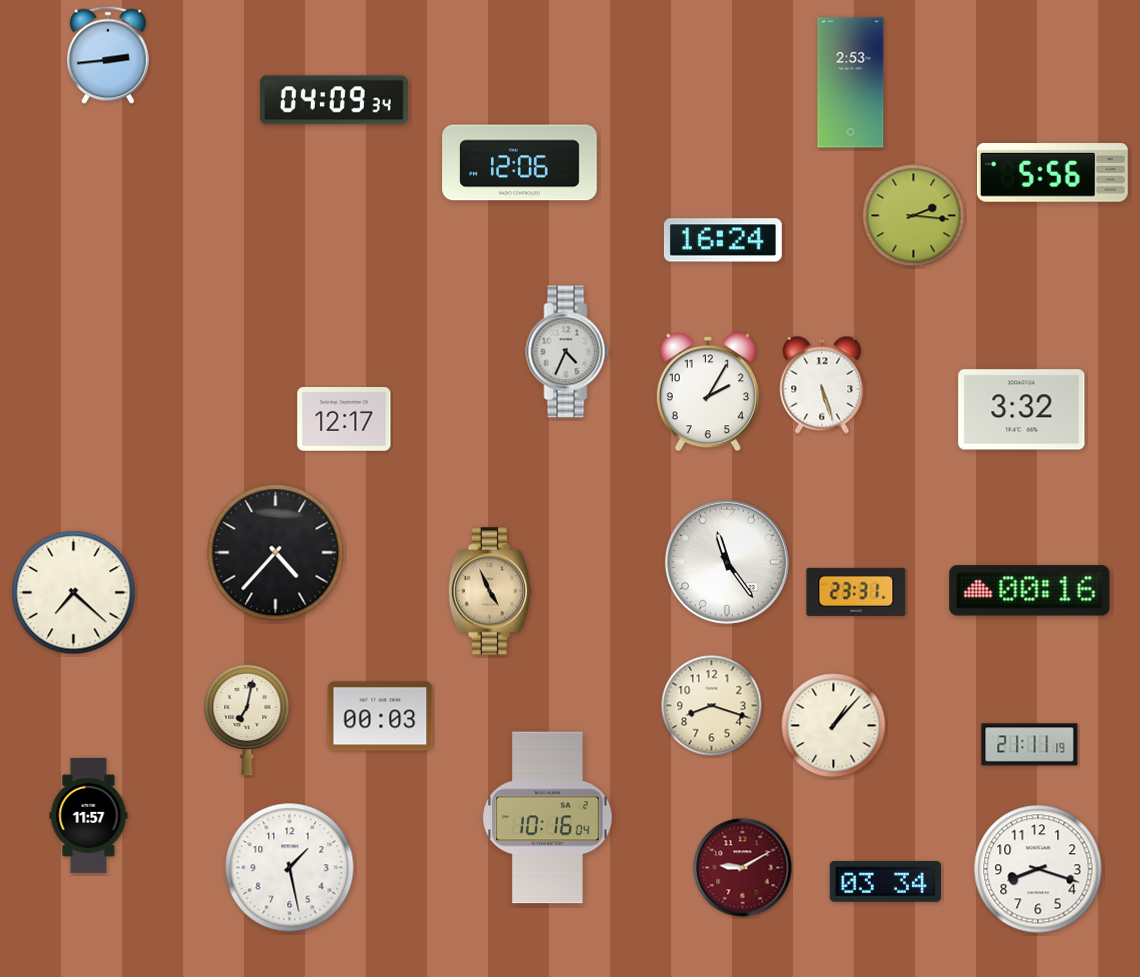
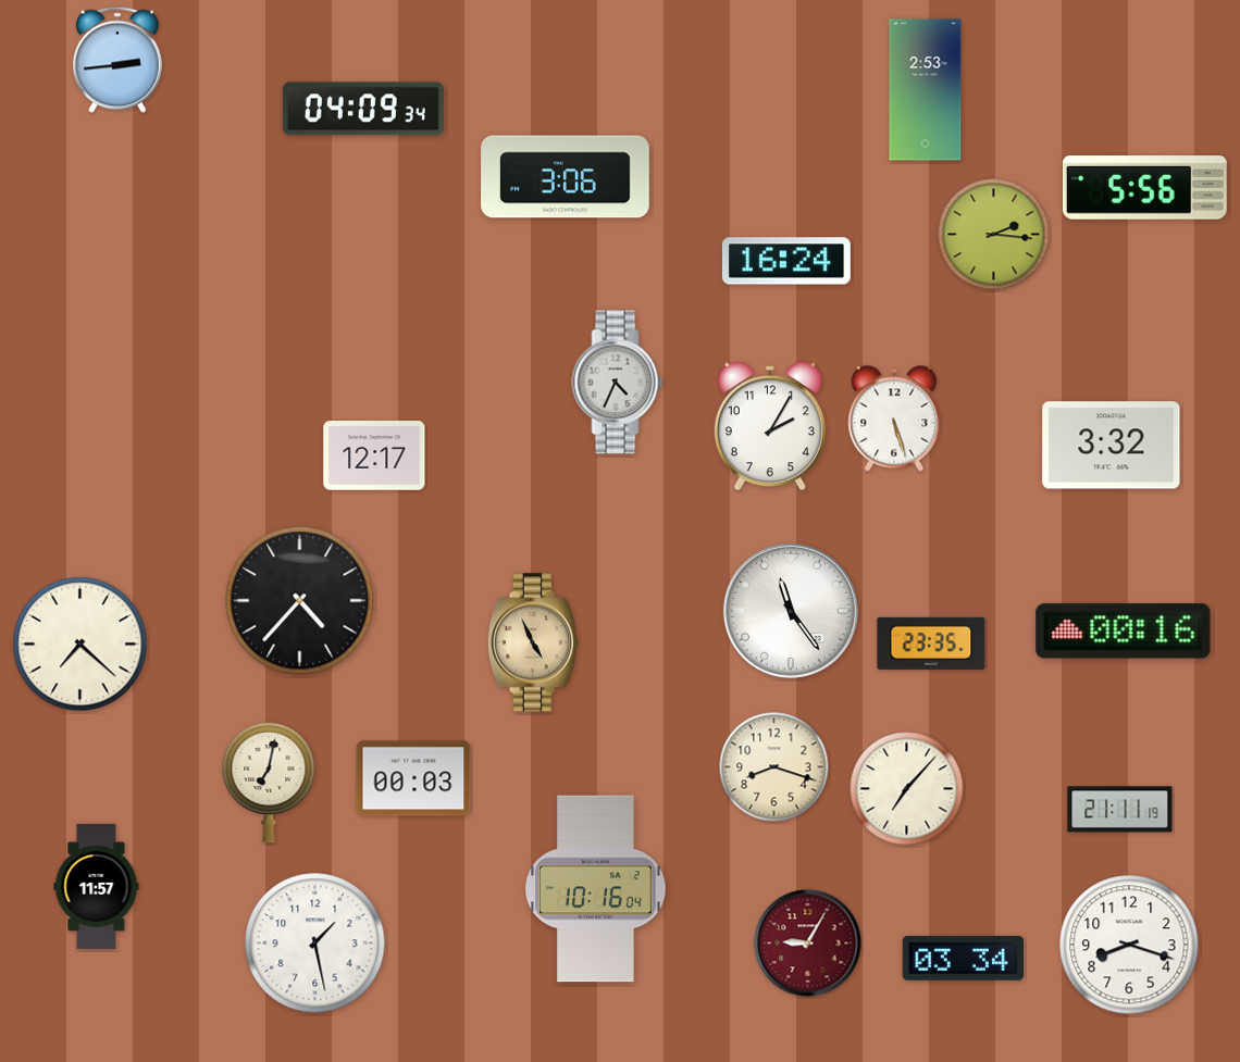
clock at (520, 163): 12:06 -> 3:06
clock at (1030, 591) position: (1030, 591) -> (1124, 632)
clock at (856, 592): 23:31 -> 23:35
clock at (834, 726): 1:07 -> 7:07
clock at (743, 868): 9:10 -> 9:05
